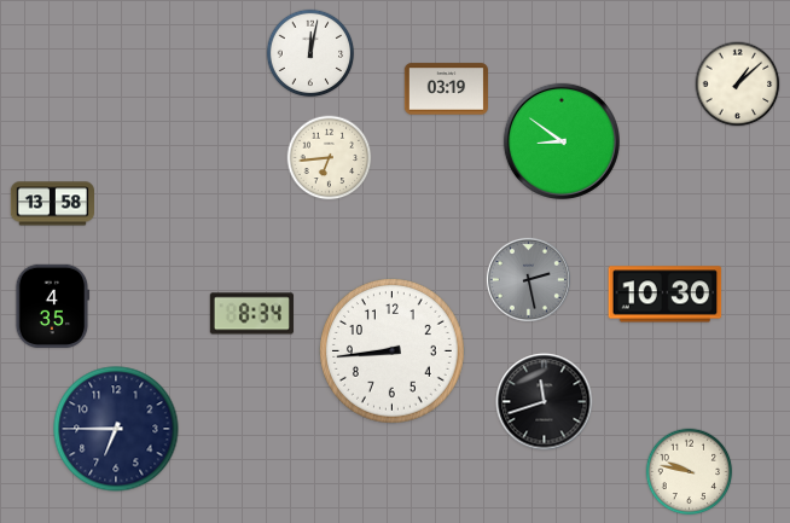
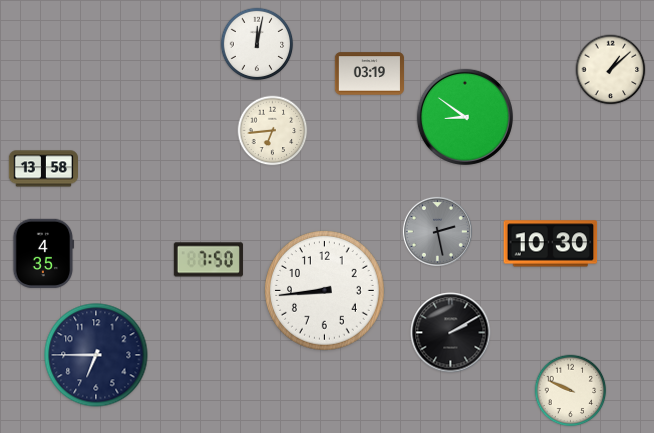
clock at (251, 314): 8:34 -> 7:50
clock at (545, 402): 11:42 -> 2:10
clock at (690, 472): 9:47 -> 9:49
